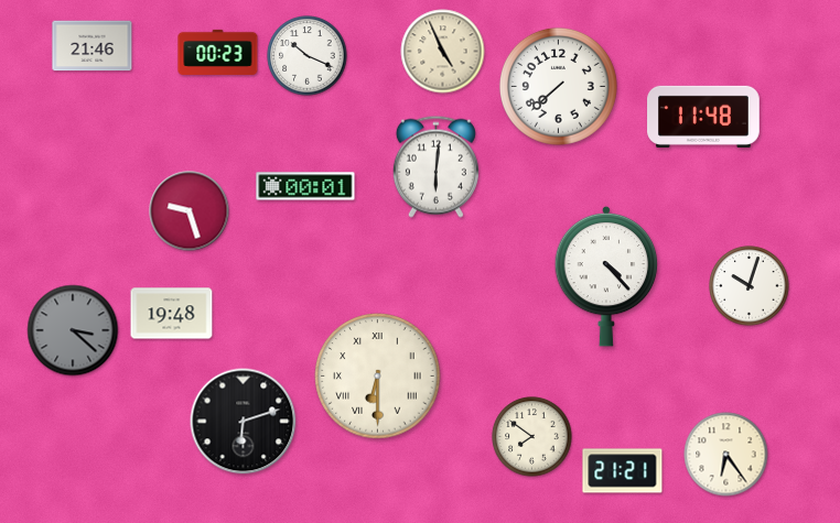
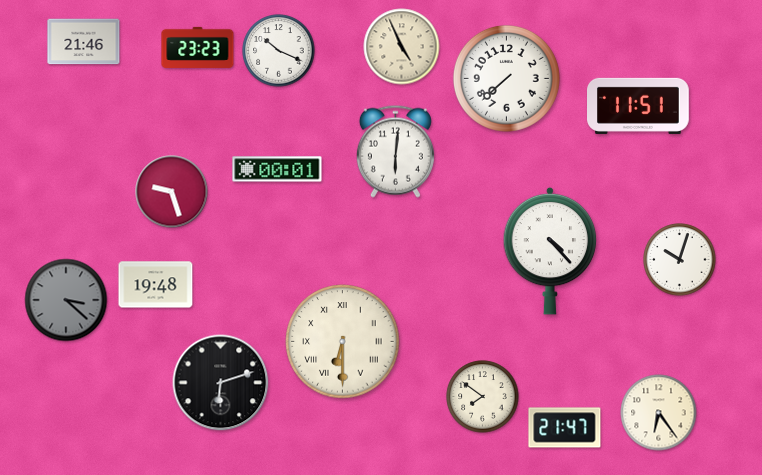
clock at (218, 52): 00:23 -> 23:23
clock at (703, 117): 11:48 -> 11:51
clock at (623, 471): 21:21 -> 21:47
